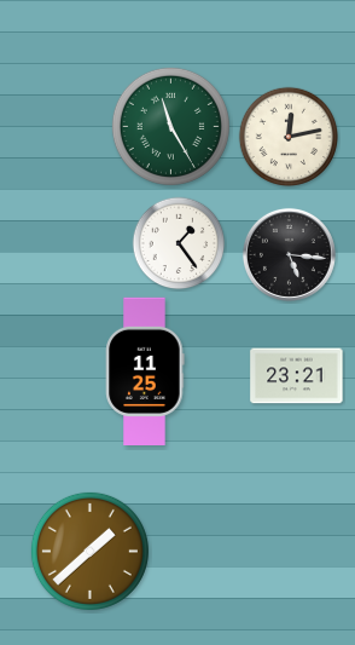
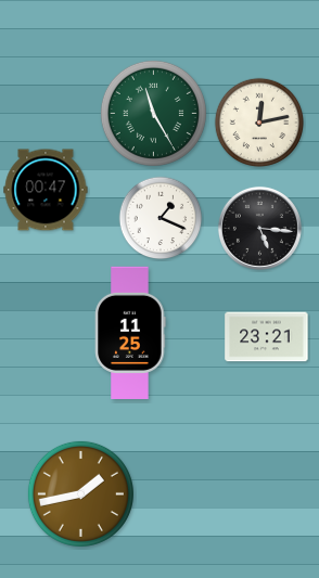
clock at (46, 190): none -> 00:47
clock at (179, 243): 1:24 -> 1:19
clock at (89, 551): 1:38 -> 1:43
